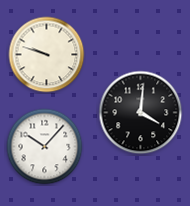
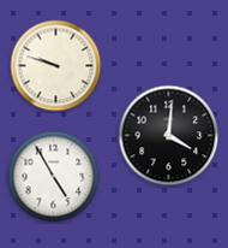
clock at (45, 147): 10:07 -> 4:55
